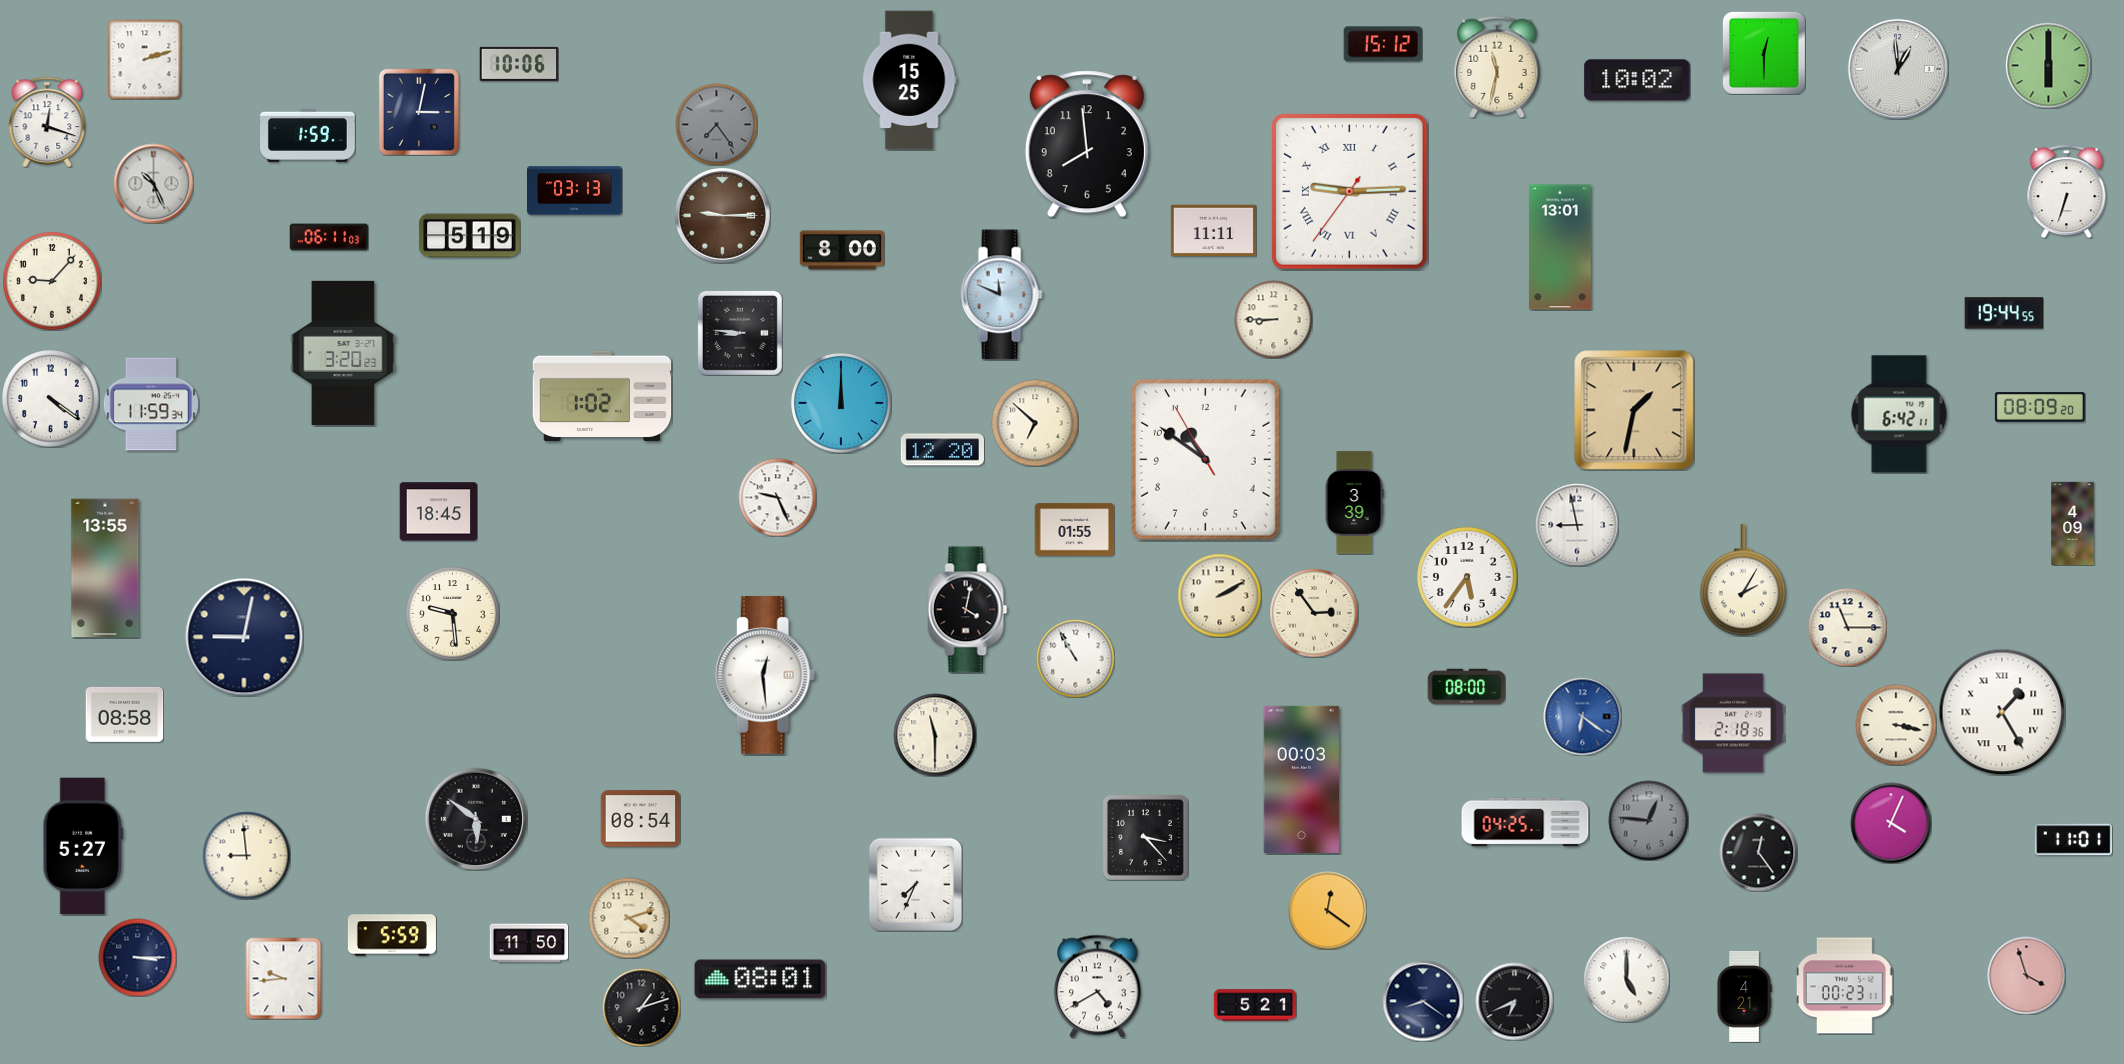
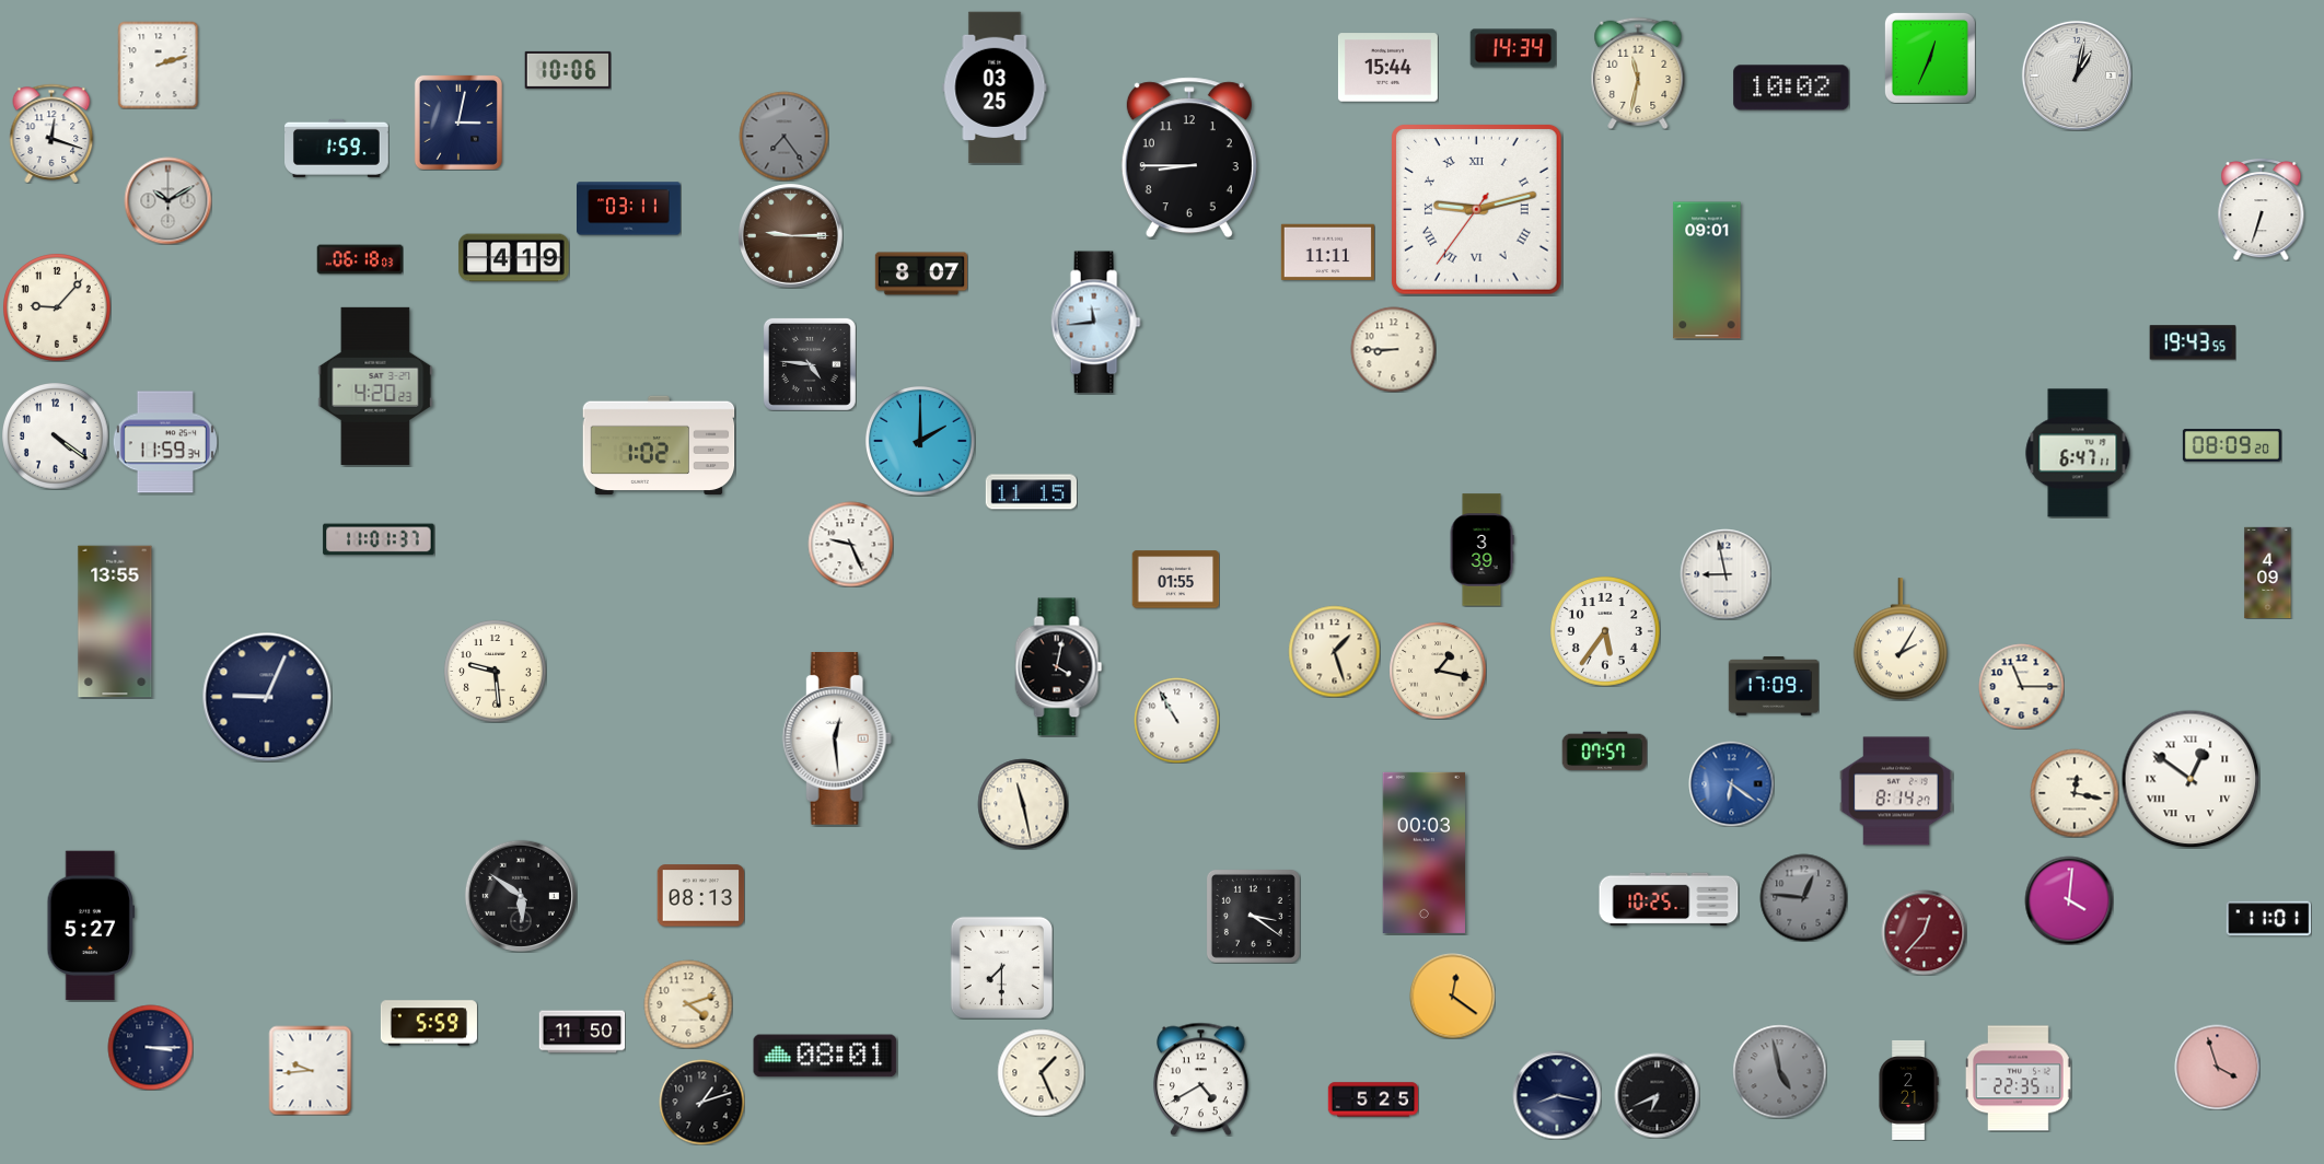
clock at (1383, 44): 15:12 -> 14:34
clock at (1764, 53): 12:30 -> 12:34
clock at (1387, 68): none -> 15:44
clock at (2048, 65): 6:00 -> none
clock at (1898, 69): 12:59 -> 1:02
clock at (909, 80): 15:25 -> 03:25
clock at (1087, 144): 7:59 -> 8:45
clock at (153, 183): 10:26 -> 10:10
clock at (575, 191): 03:13 -> 03:11
clock at (1349, 191): 9:14 -> 9:12
clock at (470, 236): 5:19 -> 4:19
clock at (329, 237): 06:11 -> 06:18
clock at (1560, 247): 13:01 -> 09:01
clock at (841, 250): 8:00 -> 8:07
clock at (1001, 295): 11:49 -> 11:44
clock at (2004, 313): 19:44 -> 19:43
clock at (740, 333): 8:46 -> 4:46
clock at (343, 353): 3:20 -> 4:20
clock at (602, 396) position: (602, 396) -> (659, 445)
clock at (841, 403): 12:00 -> 2:00
clock at (1634, 410): 1:32 -> none
clock at (1899, 414): 6:42 -> 6:47
clock at (1035, 423): 6:52 -> none
clock at (942, 450): 12:20 -> 11:15
clock at (1205, 459): 10:50 -> none
clock at (379, 539): none -> 11:01
clock at (438, 512): 18:45 -> none
clock at (1743, 580) position: (1743, 580) -> (1901, 639)
clock at (1219, 595): 2:10 -> 1:27
clock at (1314, 613): 2:54 -> 1:17
clock at (1774, 686): none -> 17:09
clock at (244, 637): 9:02 -> 9:04
clock at (1466, 687): 08:00 -> 07:57
clock at (2002, 712): 1:25 -> 12:51
clock at (124, 714): 08:58 -> none
clock at (1733, 723): 2:18 -> 8:14
clock at (1896, 725): 3:17 -> 12:17
clock at (935, 735): 11:30 -> 11:28
clock at (640, 819): 08:54 -> 08:13
clock at (1525, 822): 04:25 -> 10:25
clock at (1891, 823): 4:04 -> 4:01
clock at (1145, 837): 3:23 -> 3:21
clock at (1758, 852): 12:24 -> 12:37
clock at (1758, 852) dial: black -> burgundy
clock at (246, 855): 8:59 -> none
clock at (915, 884): 7:34 -> 7:30
clock at (529, 943) position: (529, 943) -> (582, 1032)
clock at (760, 979) position: (760, 979) -> (825, 1056)
clock at (1626, 979): 5:00 -> 4:58
clock at (1626, 979) dial: white -> grey
clock at (1041, 1072): none -> 1:26
clock at (1844, 986): 00:23 -> 22:35
clock at (1744, 996): 4:21 -> 2:21
clock at (1423, 1001): 8:21 -> 8:17
clock at (1255, 1005): 5:21 -> 5:25
